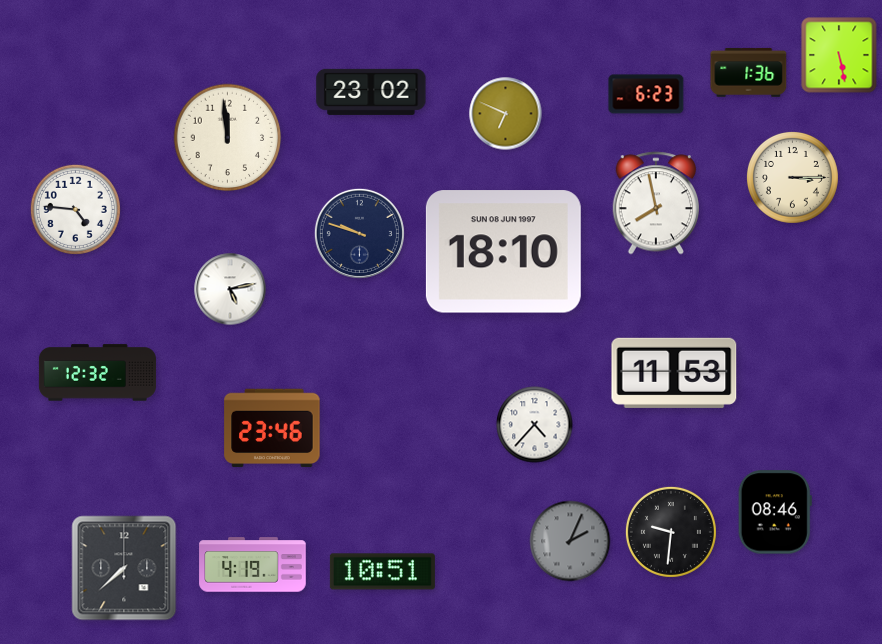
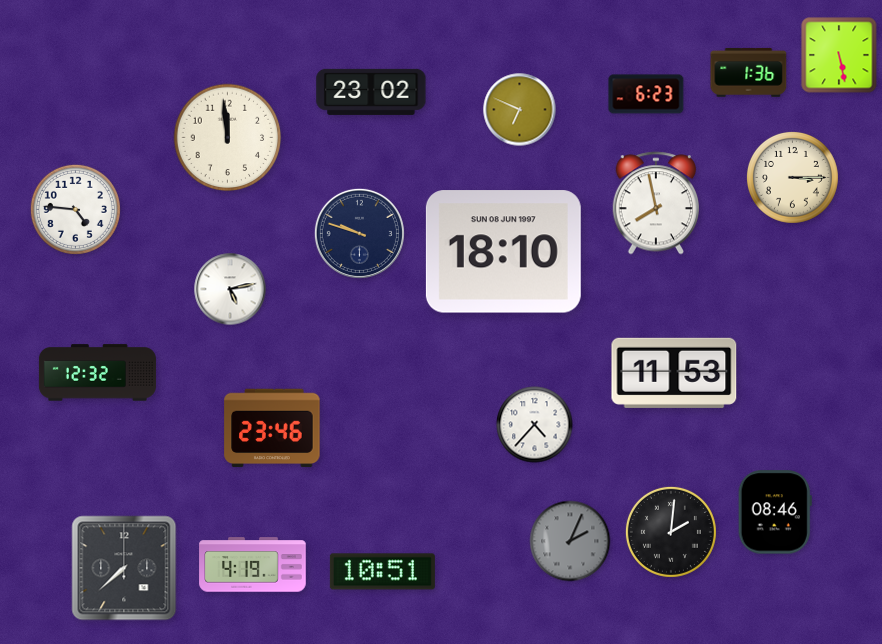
clock at (506, 114) position: (506, 114) -> (520, 110)
clock at (671, 532): 9:31 -> 2:01
